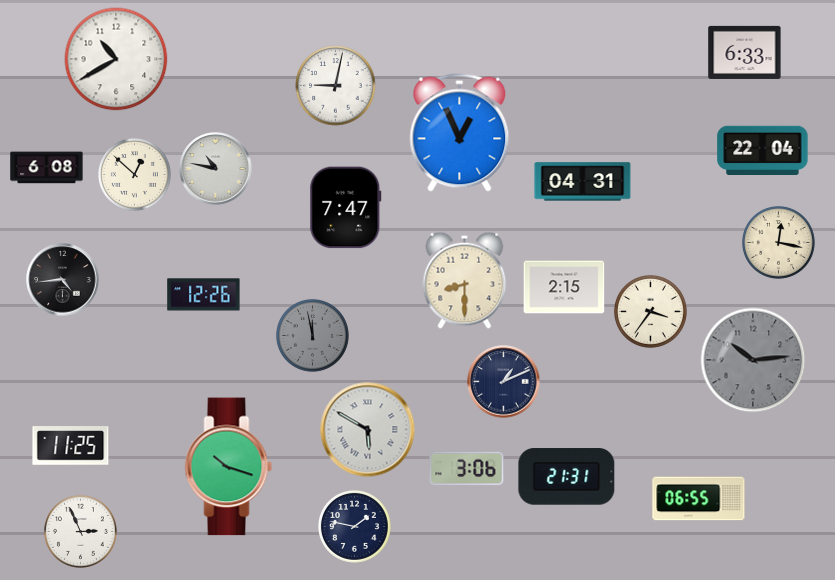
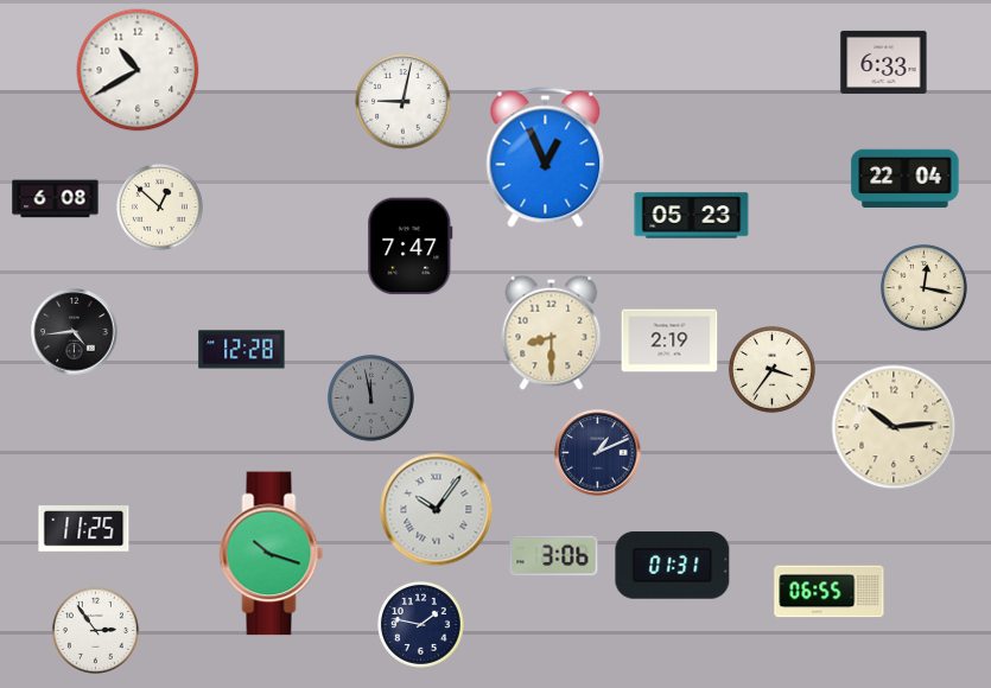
clock at (336, 86) position: (336, 86) -> (404, 102)
clock at (216, 169): 10:47 -> none
clock at (583, 182): 04:31 -> 05:23
clock at (564, 287): 2:15 -> 2:19
clock at (204, 295): 12:26 -> 12:28
clock at (753, 360) dial: grey -> cream
clock at (368, 430): 5:50 -> 10:06
clock at (567, 477): 21:31 -> 01:31
clock at (80, 531): 2:56 -> 2:54
